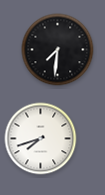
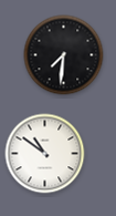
clock at (41, 139): 7:42 -> 10:51
